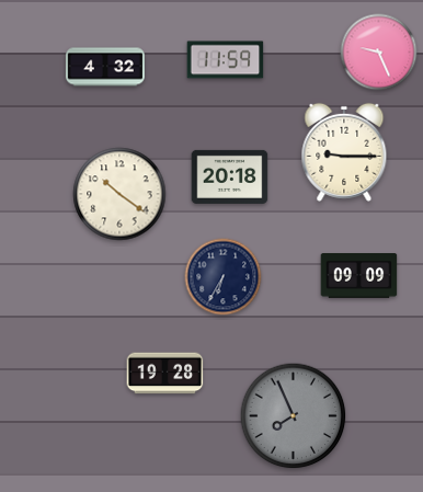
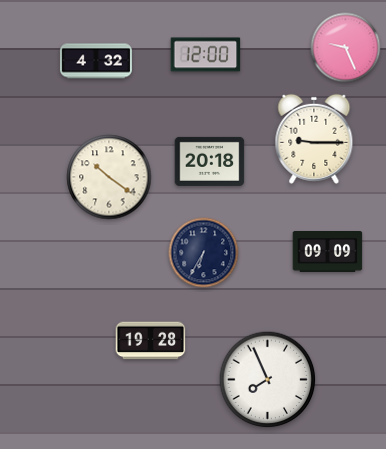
clock at (226, 60): 11:59 -> 12:00
clock at (294, 416) dial: grey -> white
